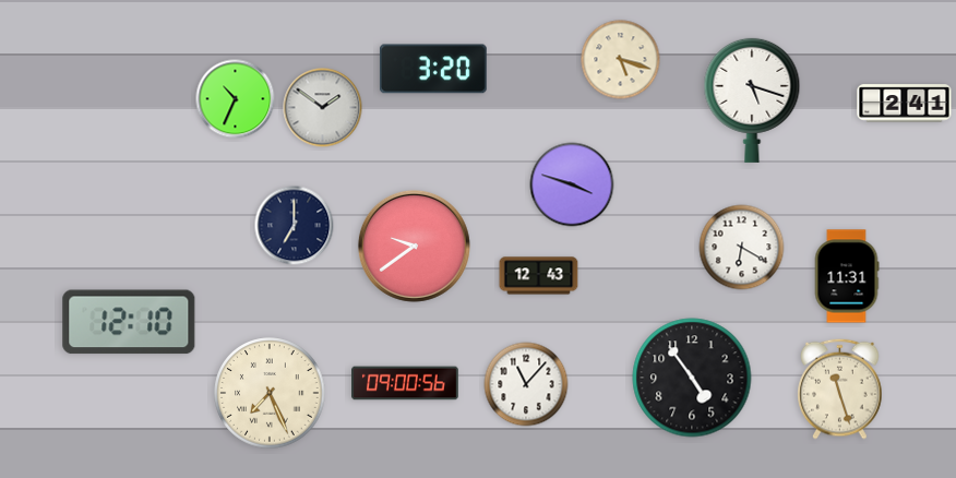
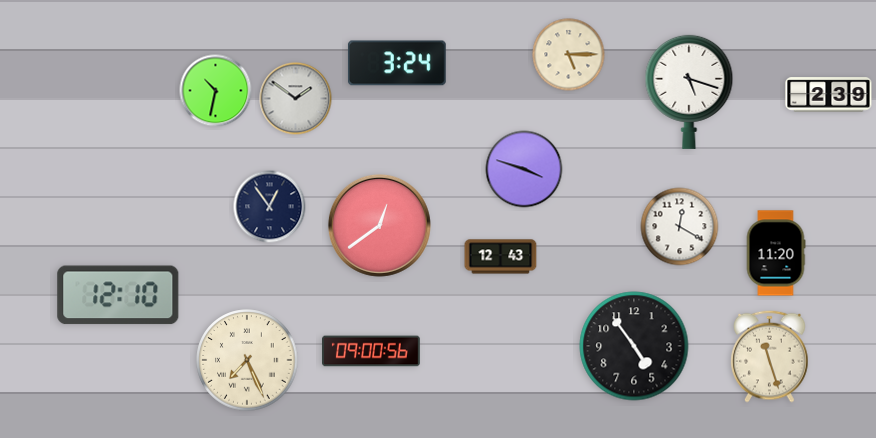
clock at (621, 60): 5:18 -> 5:15
clock at (433, 69): 3:20 -> 3:24
clock at (236, 99): 10:34 -> 10:32
clock at (905, 104): 2:41 -> 2:39
clock at (295, 226): 7:00 -> 12:54
clock at (414, 246): 9:39 -> 12:39
clock at (742, 248): 6:20 -> 12:20
clock at (539, 276) position: (539, 276) -> (501, 257)
clock at (847, 276): 11:31 -> 11:20
clock at (526, 384): 11:07 -> none
